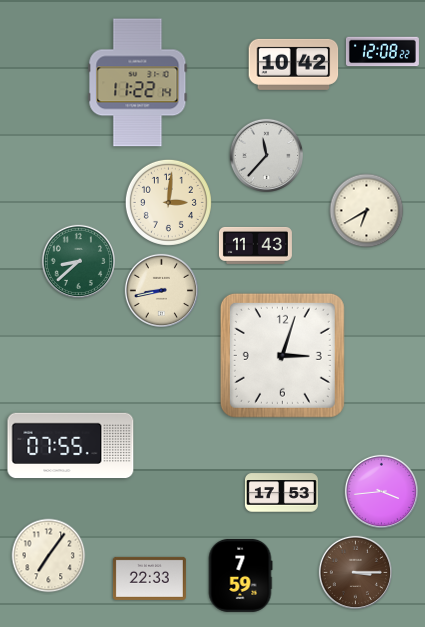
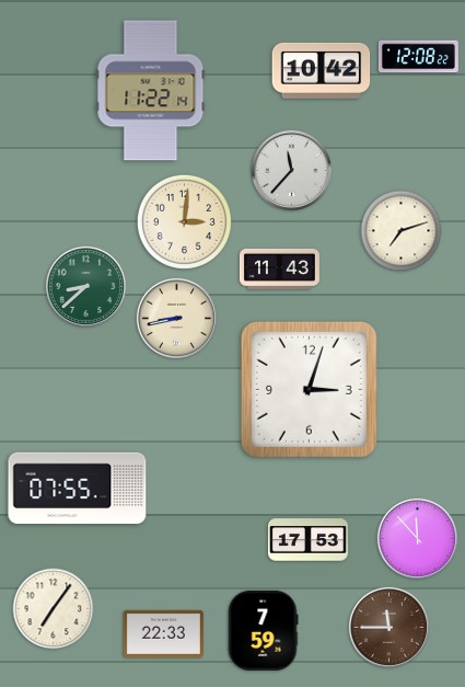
clock at (367, 211): 6:40 -> 7:12
clock at (381, 491): 3:44 -> 11:53
clock at (355, 572): 3:15 -> 11:45
